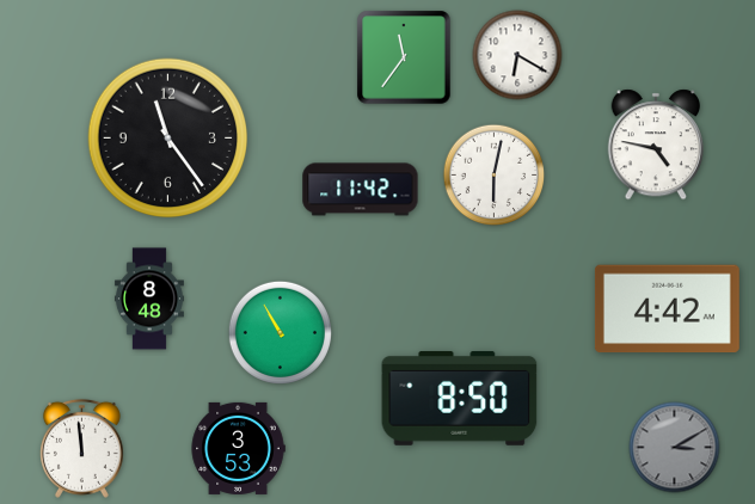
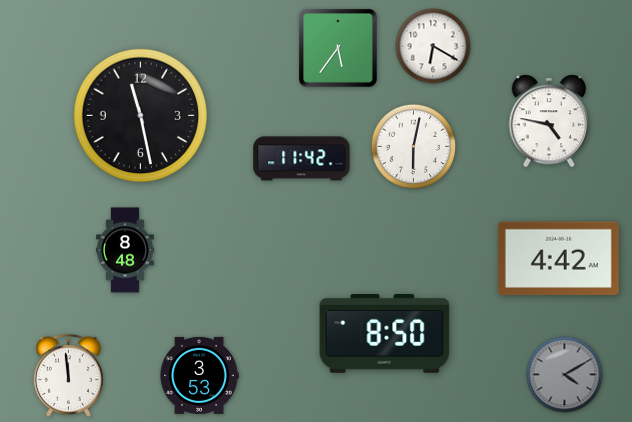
clock at (404, 57): 11:36 -> 5:36
clock at (168, 139): 11:24 -> 11:28
clock at (280, 332): 10:55 -> none
clock at (675, 448): 3:10 -> 4:10
